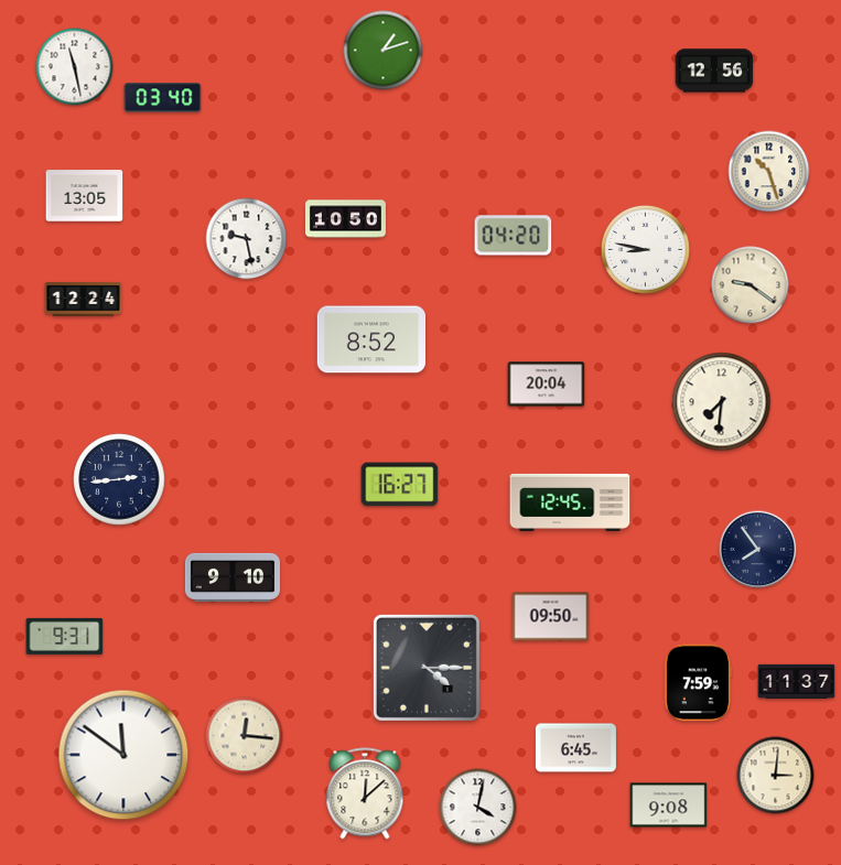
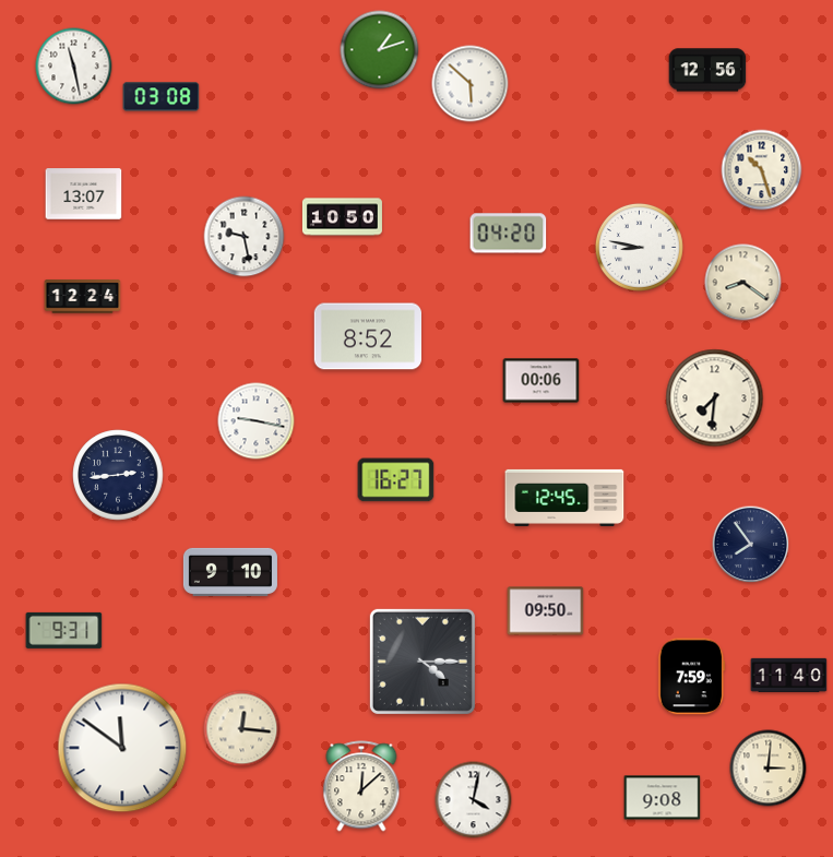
clock at (471, 84): none -> 5:52
clock at (163, 98): 03:40 -> 03:08
clock at (85, 196): 13:05 -> 13:07
clock at (751, 285): 9:21 -> 8:21
clock at (547, 385): 20:04 -> 00:06
clock at (257, 421): none -> 9:17
clock at (797, 681): 11:37 -> 11:40
clock at (575, 748): 6:45 -> none
